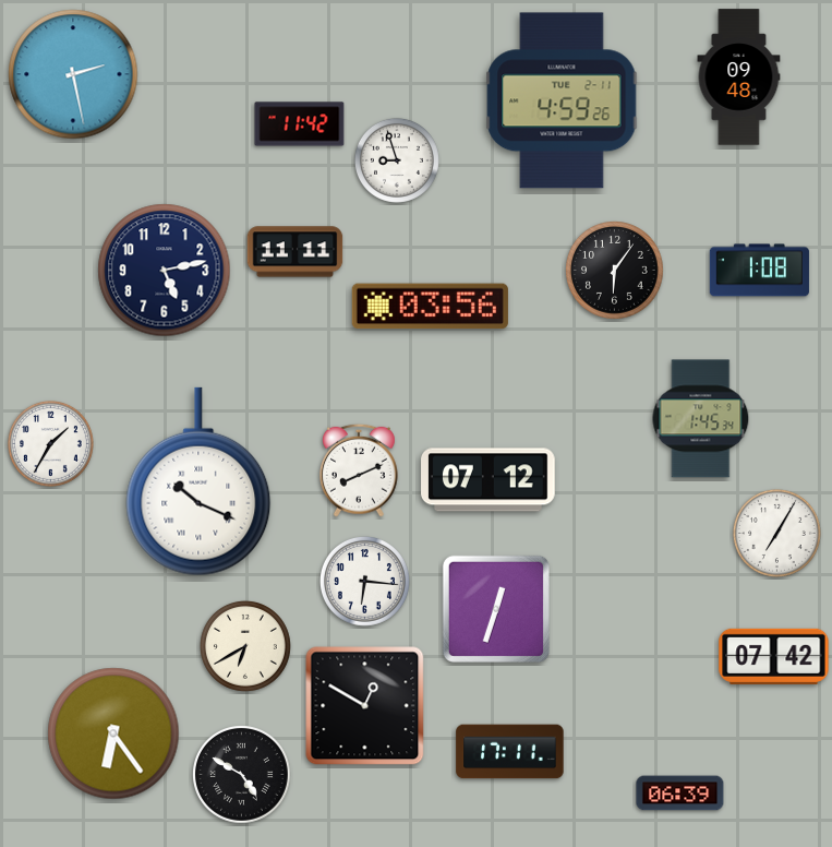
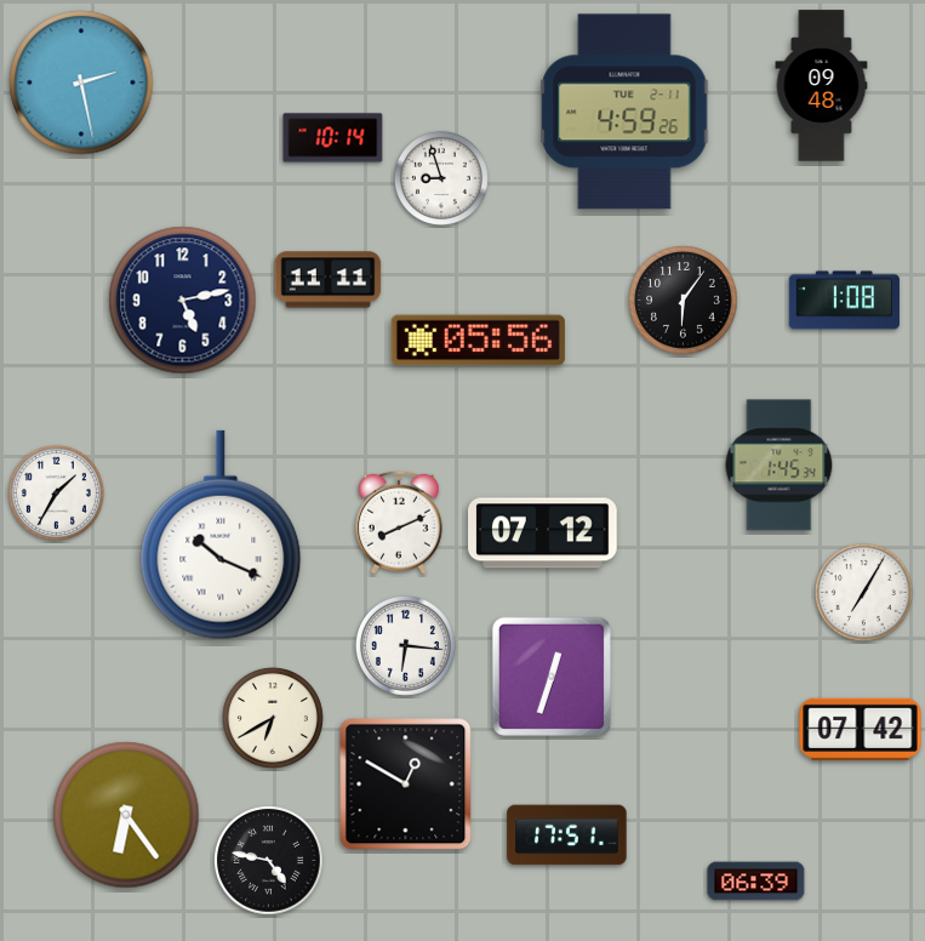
clock at (300, 124): 11:42 -> 10:14
clock at (430, 307): 03:56 -> 05:56
clock at (510, 752): 17:11 -> 17:51
clock at (242, 775): 4:50 -> 4:47
